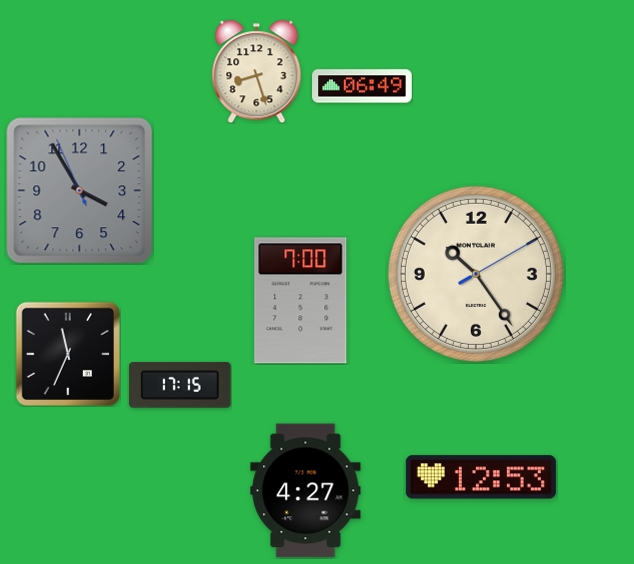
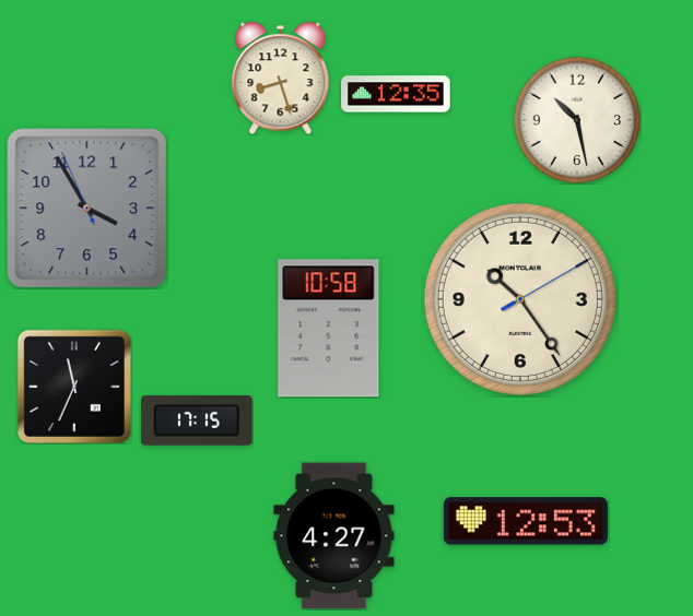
clock at (362, 86): 06:49 -> 12:35
clock at (577, 120): none -> 10:28
clock at (301, 301): 7:00 -> 10:58
